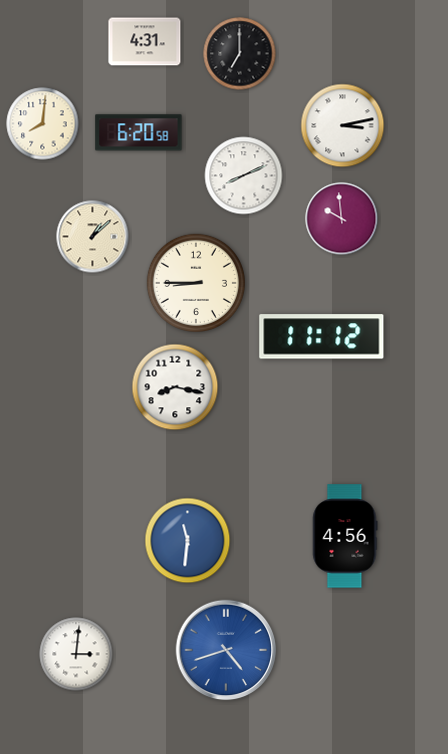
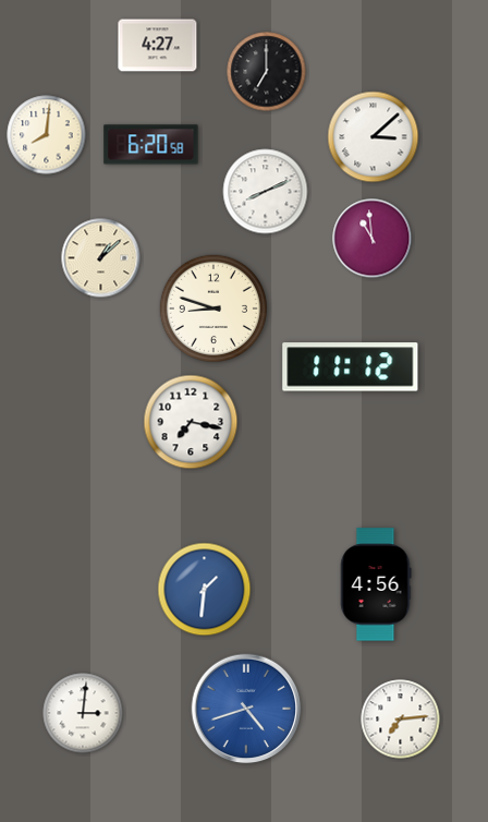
clock at (145, 42): 4:31 -> 4:27
clock at (240, 54) position: (240, 54) -> (267, 72)
clock at (343, 126): 3:13 -> 3:08
clock at (342, 219): 9:59 -> 10:59
clock at (195, 282): 8:45 -> 8:48
clock at (175, 387): 8:17 -> 7:17
clock at (188, 541): 11:31 -> 1:31
clock at (401, 720): none -> 7:14
